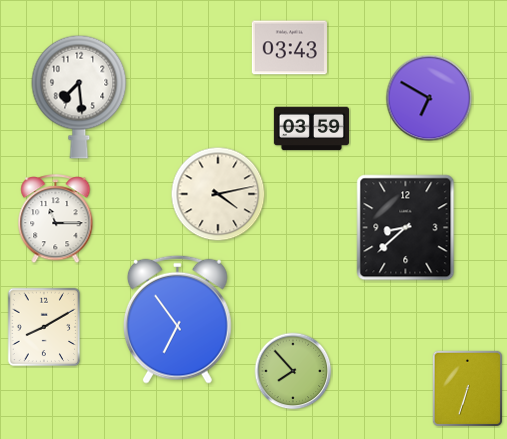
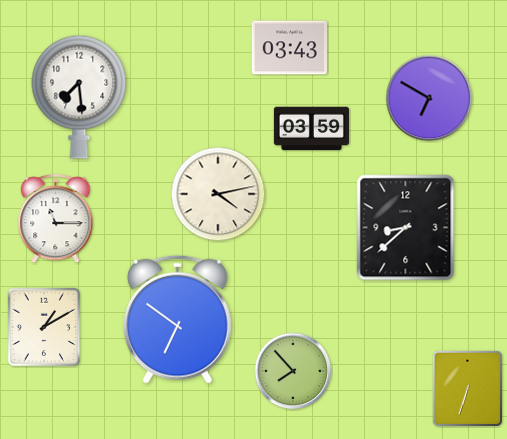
clock at (177, 319): 6:54 -> 6:51
clock at (44, 327): 8:10 -> 1:10
